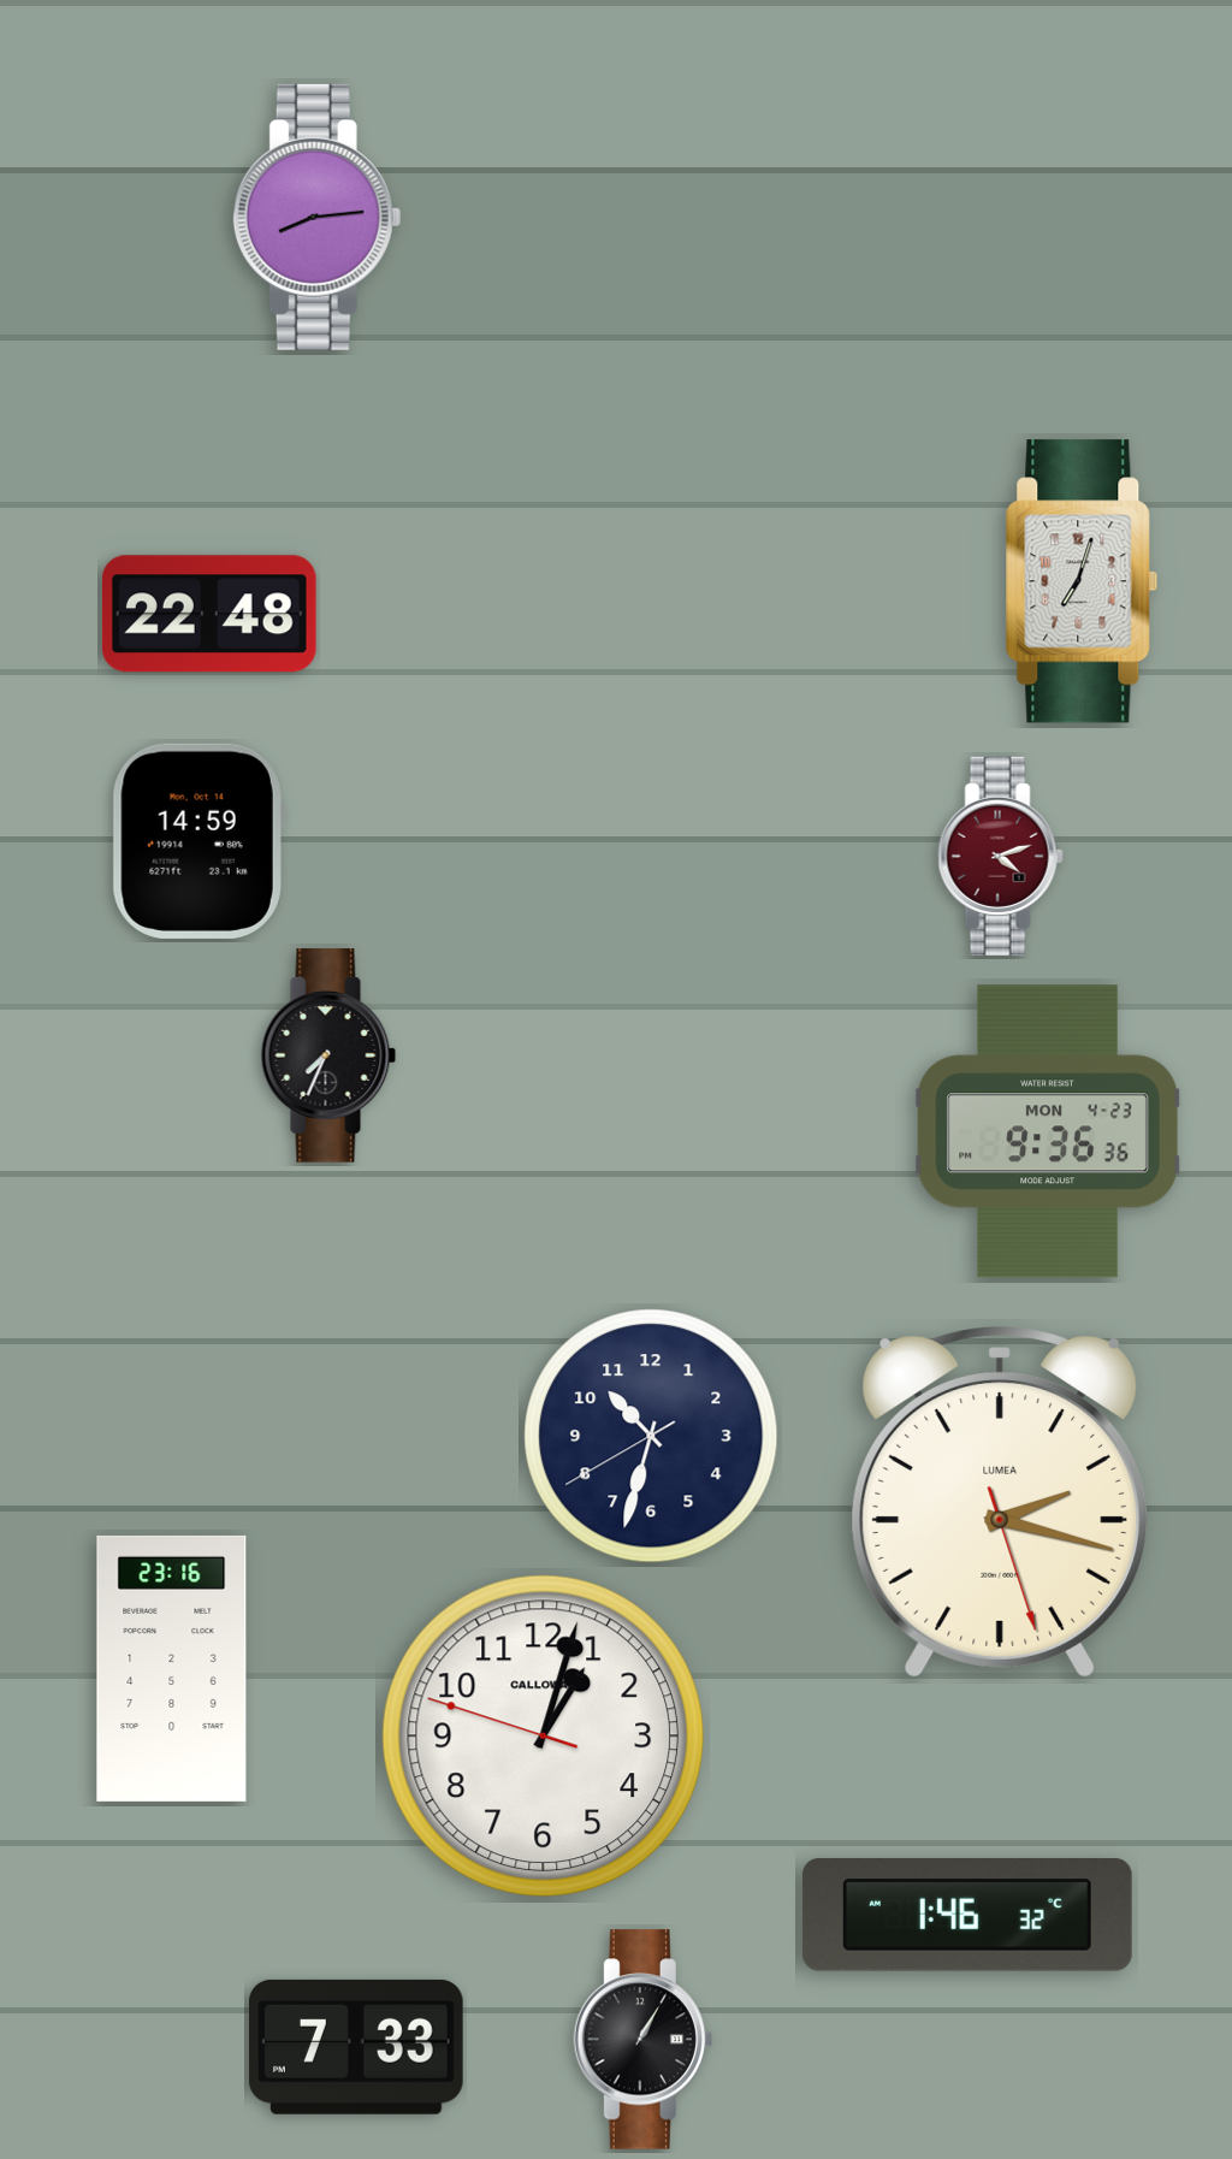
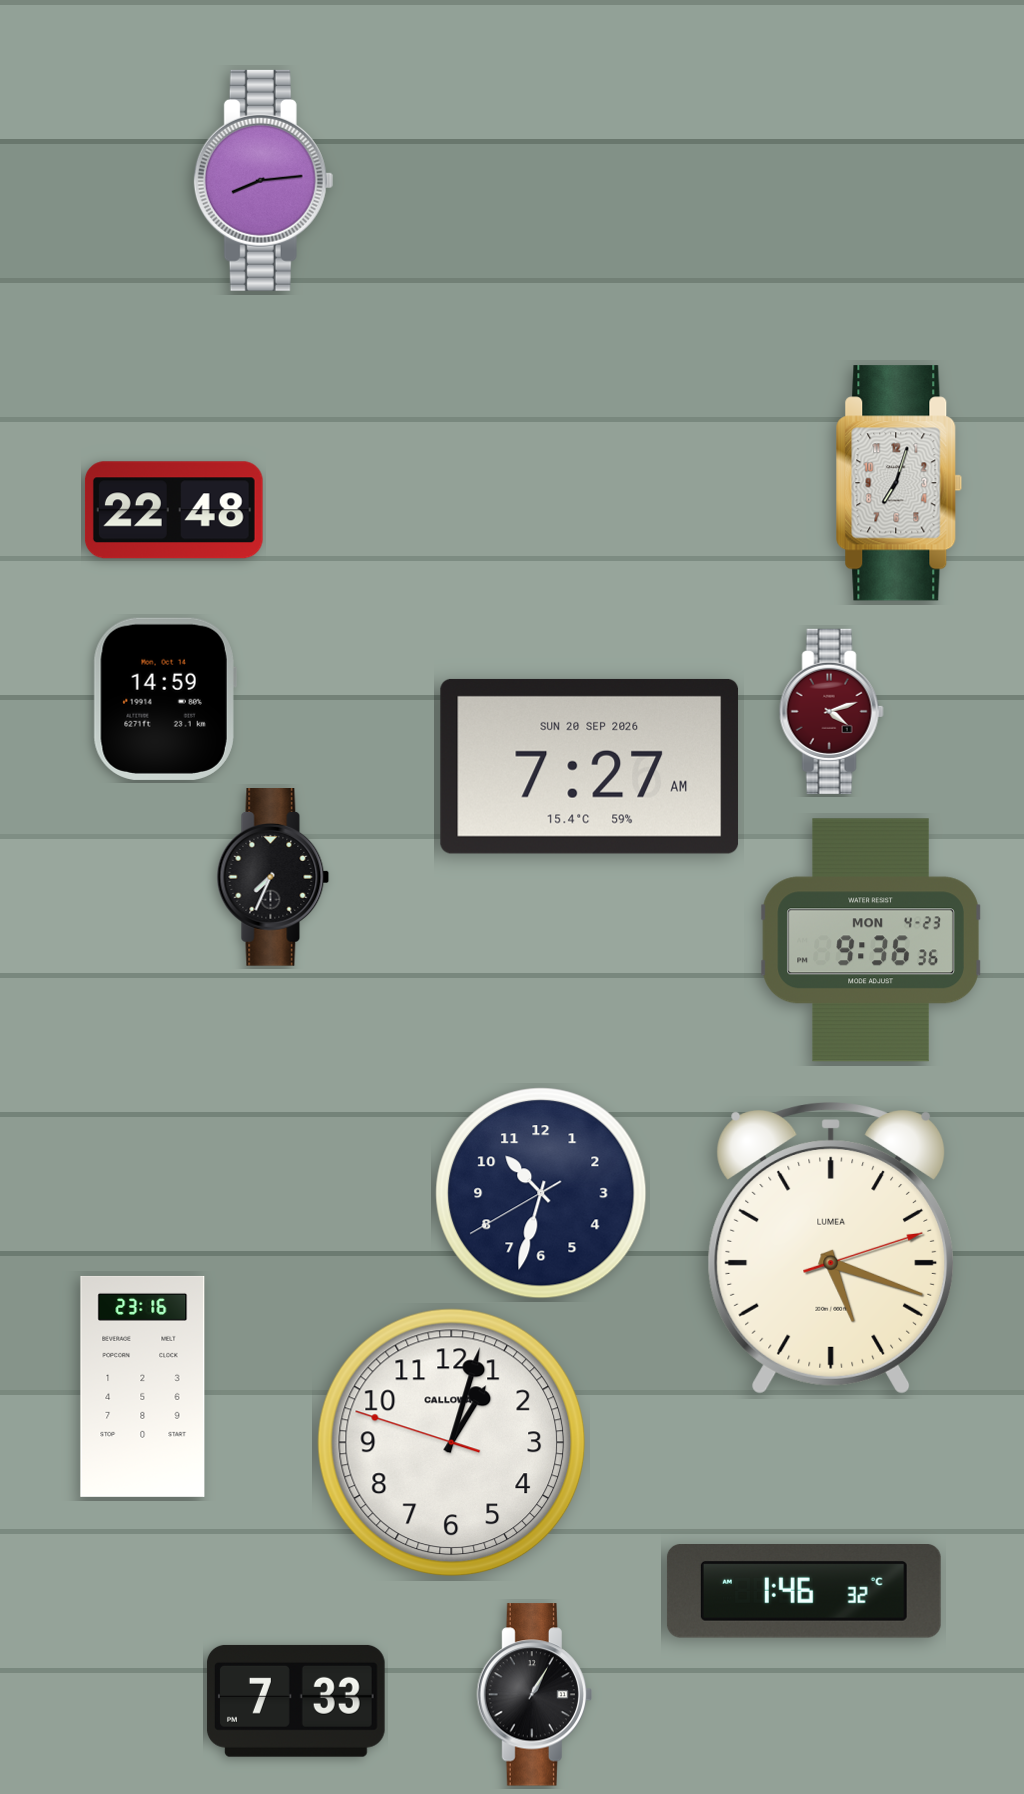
clock at (590, 766): none -> 7:27
clock at (999, 1502): 2:17 -> 5:18
